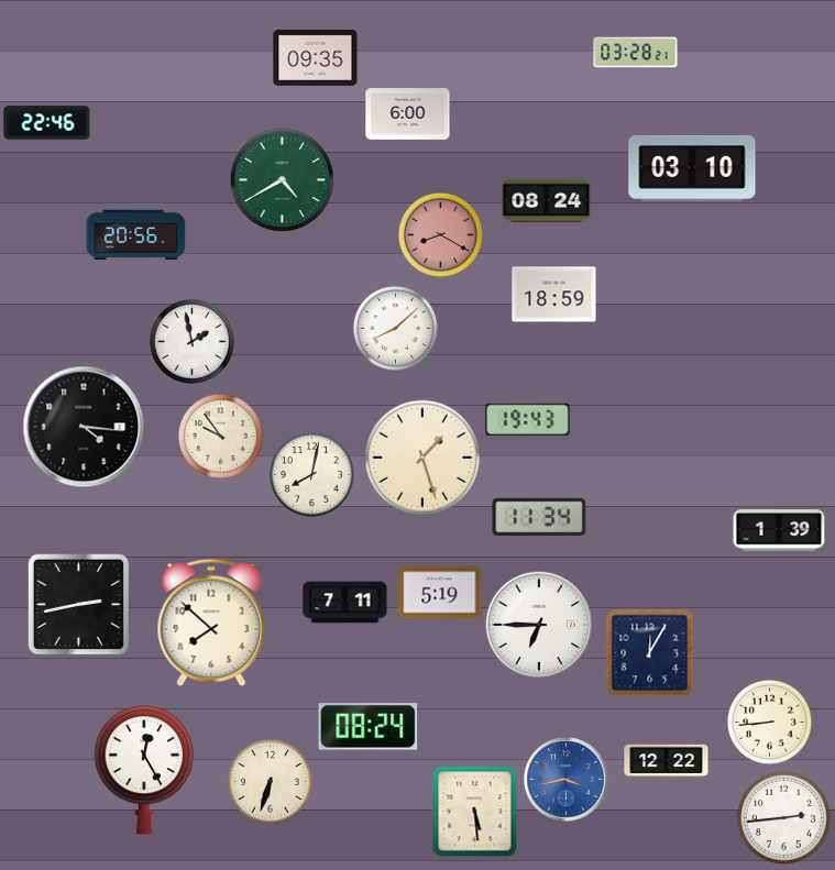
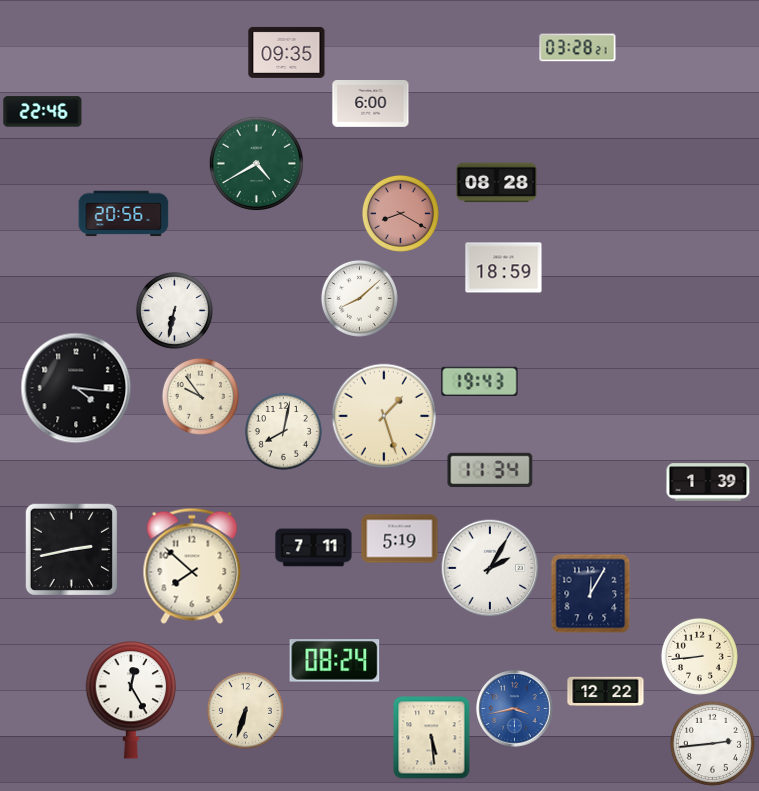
clock at (692, 168): 03:10 -> none
clock at (547, 201): 08:24 -> 08:28
clock at (191, 341): 1:58 -> 6:32
clock at (539, 625): 6:45 -> 2:05
